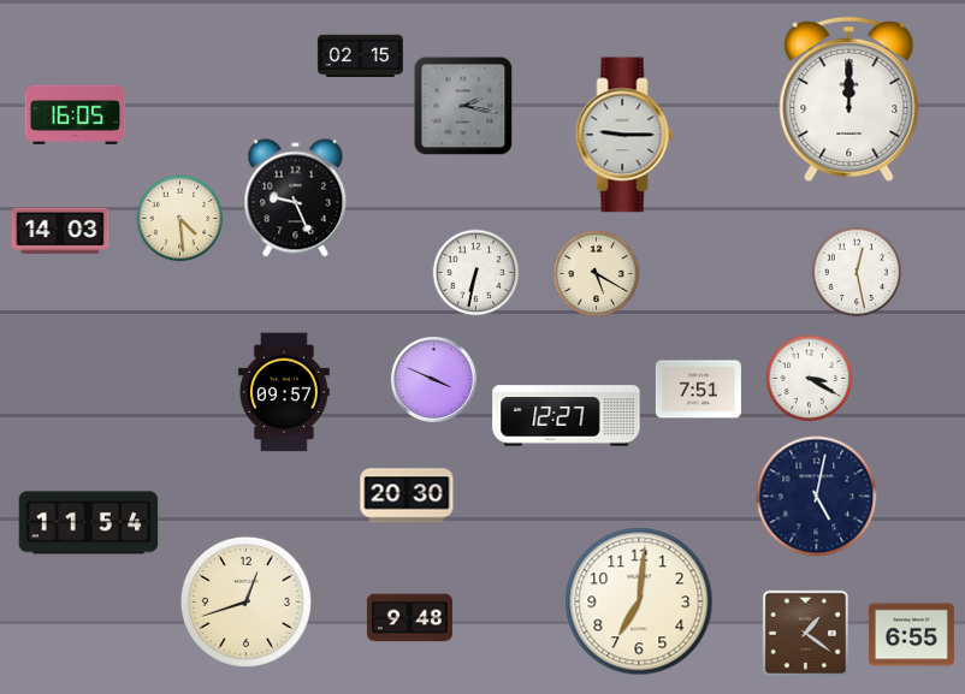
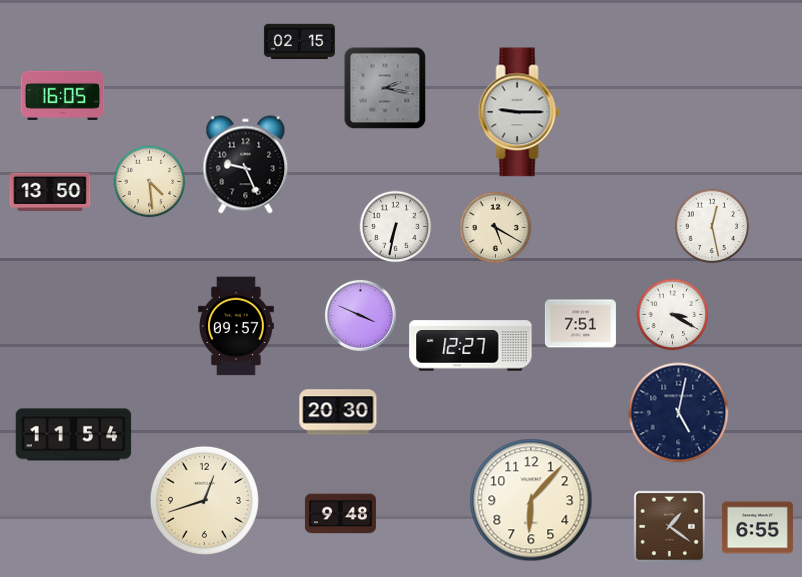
clock at (360, 57) position: (360, 57) -> (299, 42)
clock at (849, 99): 12:00 -> none
clock at (60, 231): 14:03 -> 13:50
clock at (639, 601): 7:01 -> 6:07
